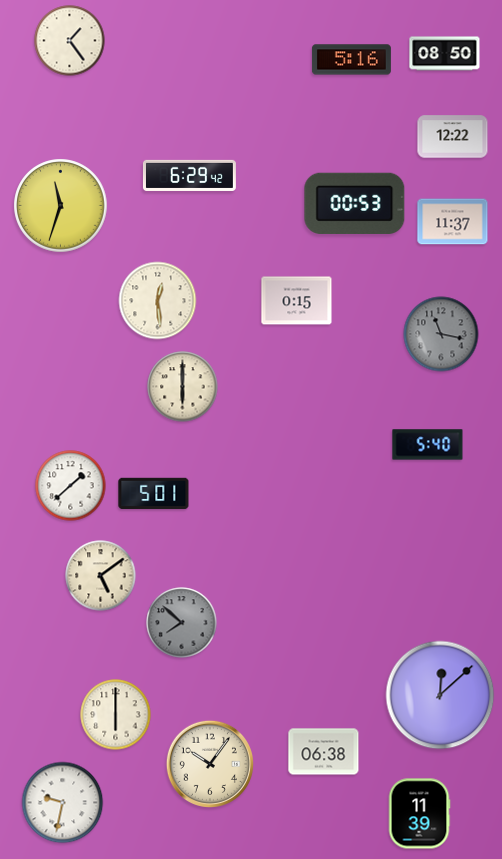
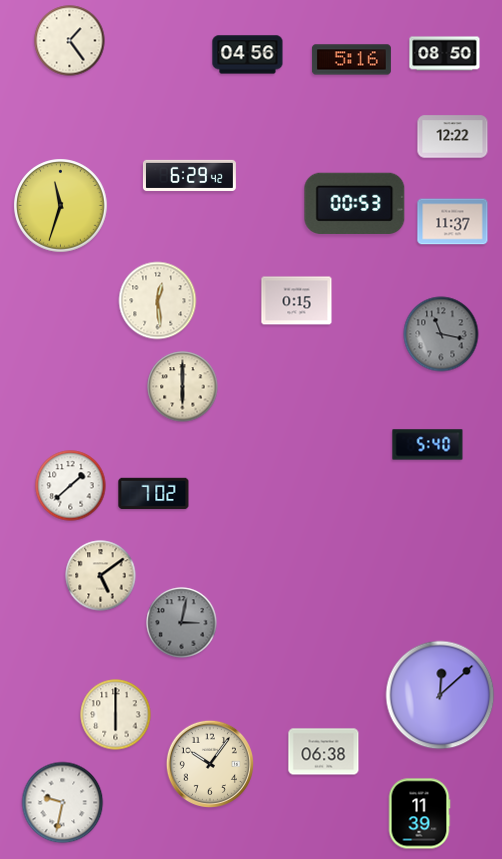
clock at (248, 55): none -> 04:56
clock at (154, 494): 5:01 -> 7:02
clock at (182, 623): 7:52 -> 3:02
